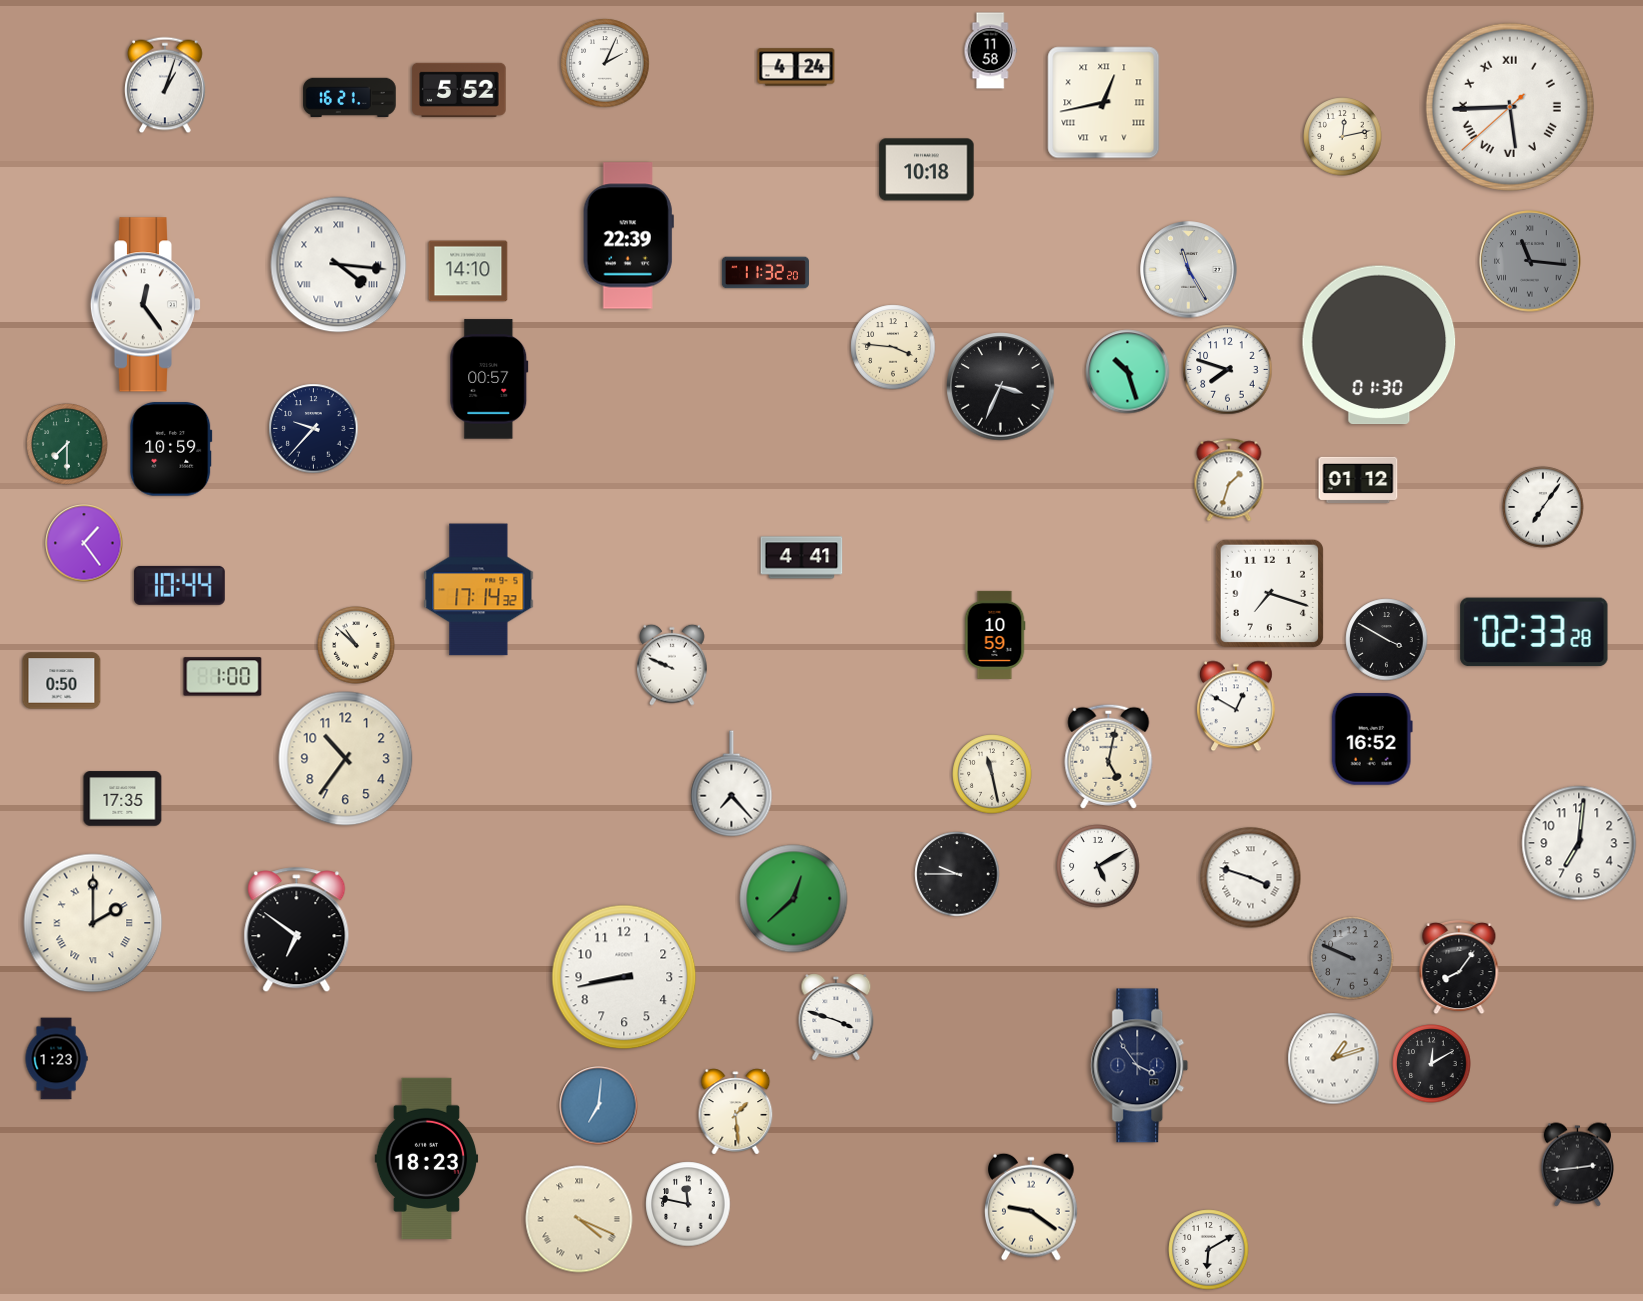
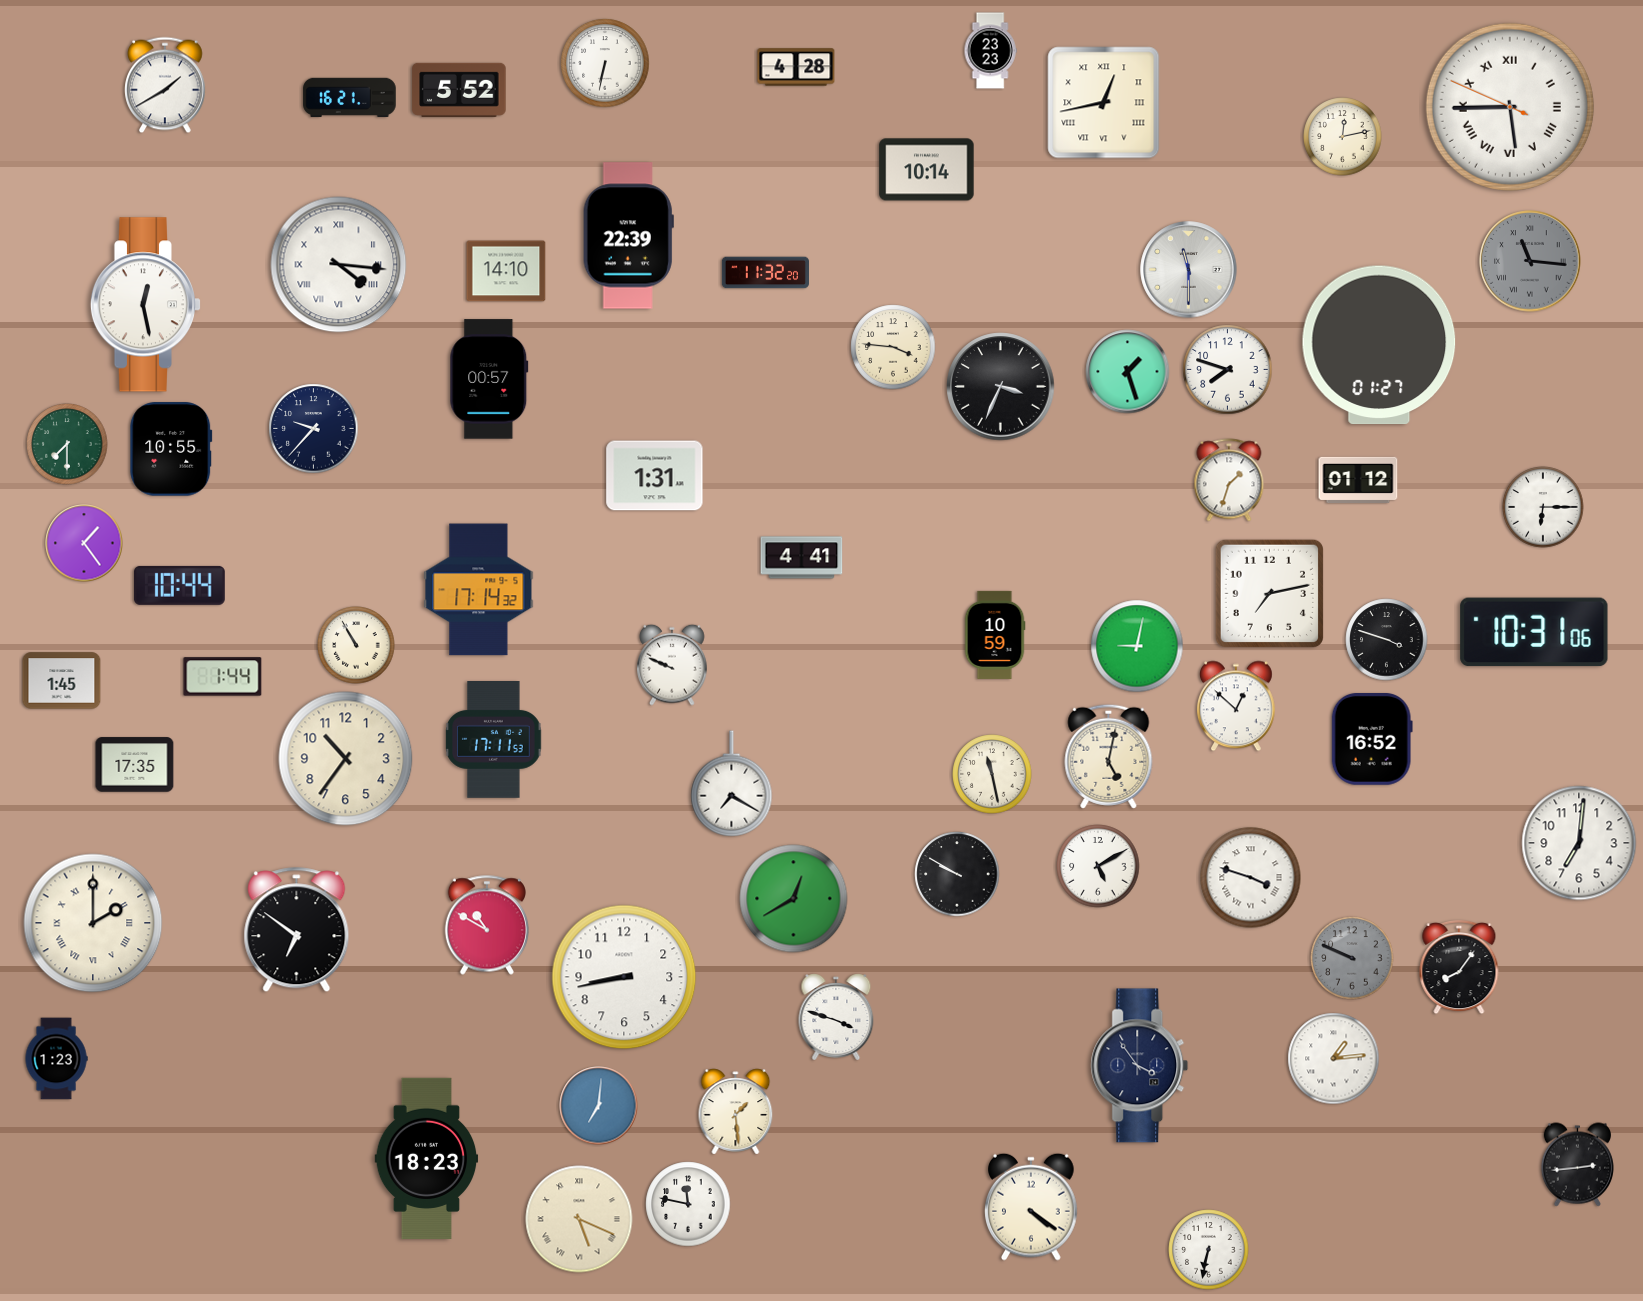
clock at (990, 51): 11:58 -> 23:23
clock at (605, 63): 2:04 -> 6:32
clock at (796, 67): 4:24 -> 4:28
clock at (165, 85): 1:03 -> 1:40
clock at (1510, 107): 5:44:38 -> 5:44:49
clock at (927, 170): 10:18 -> 10:14
clock at (1189, 270): 11:25 -> 11:30
clock at (468, 271) position: (468, 271) -> (506, 271)
clock at (146, 305): 12:24 -> 12:28
clock at (1379, 345): 01:30 -> 01:27
clock at (1128, 372): 10:27 -> 1:27
clock at (171, 449): 10:59 -> 10:55
clock at (655, 476): none -> 1:31
clock at (1543, 507): 7:06 -> 6:15
clock at (1269, 593): 7:18 -> 7:13
clock at (1534, 632): 02:33 -> 10:31
clock at (1387, 640): 3:50 -> 3:48
clock at (356, 645): 10:52 -> 10:55
clock at (1137, 646): none -> 9:02
clock at (223, 677): 1:00 -> 1:44
clock at (62, 681): 0:50 -> 1:45
clock at (1236, 706): 12:50 -> 12:52
clock at (494, 740): none -> 17:11
clock at (732, 784): 7:23 -> 7:20
clock at (123, 799) position: (123, 799) -> (135, 765)
clock at (957, 874): 9:45 -> 9:50
clock at (794, 899): 12:38 -> 12:40
clock at (487, 925): none -> 10:50
clock at (1334, 1059): 1:12 -> 1:14
clock at (1432, 1064): 12:10 -> none
clock at (1032, 1207): 9:21 -> 4:21
clock at (579, 1219): 4:19 -> 5:19
clock at (1209, 1250): 6:10 -> 6:32
